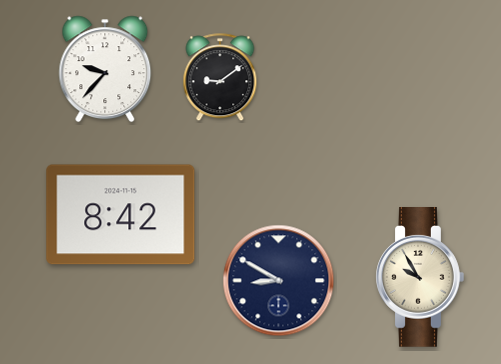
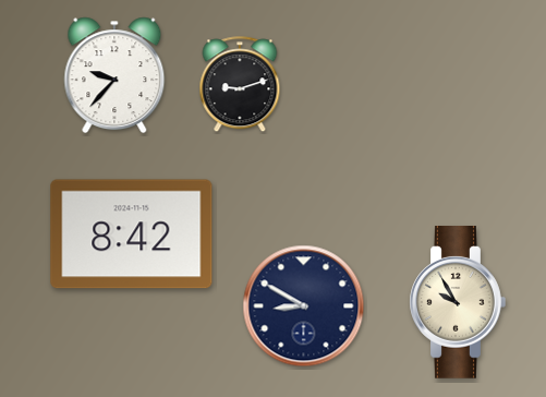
clock at (220, 78): 9:09 -> 9:12
